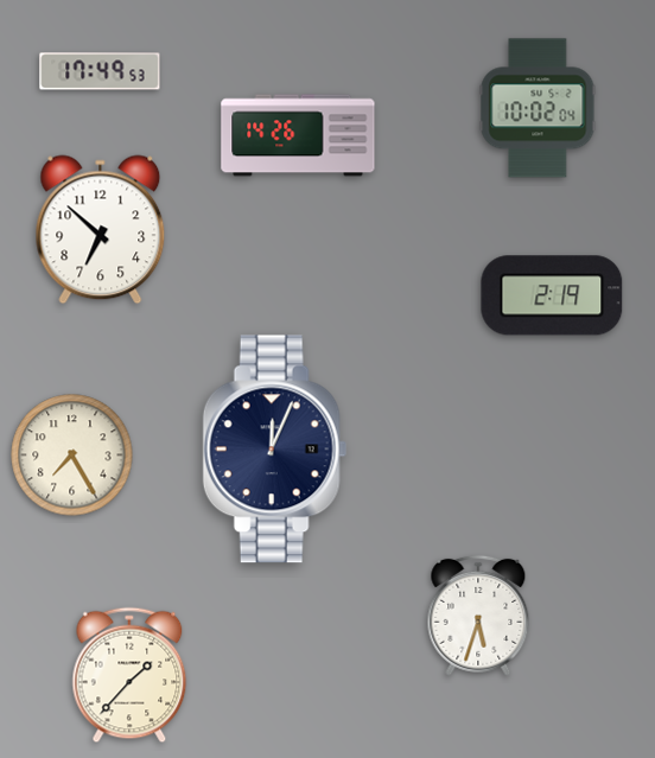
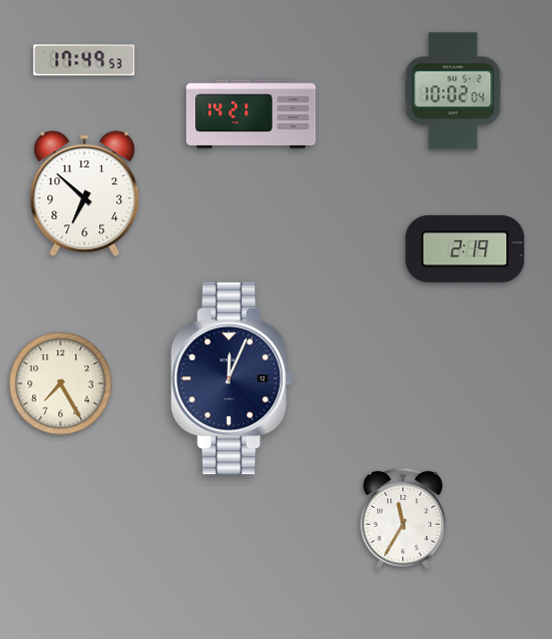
clock at (298, 135): 14:26 -> 14:21
clock at (478, 616): 5:33 -> 11:35
clock at (129, 675): 1:37 -> none
